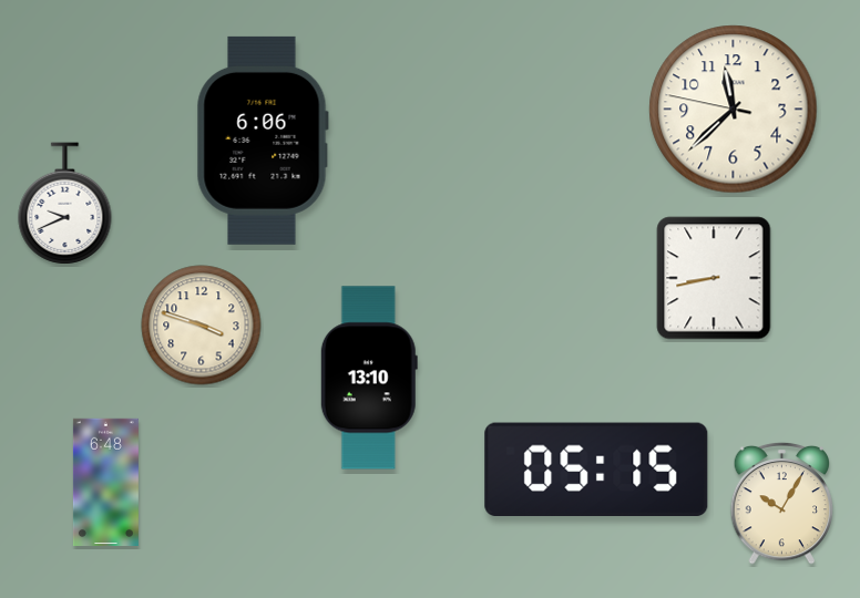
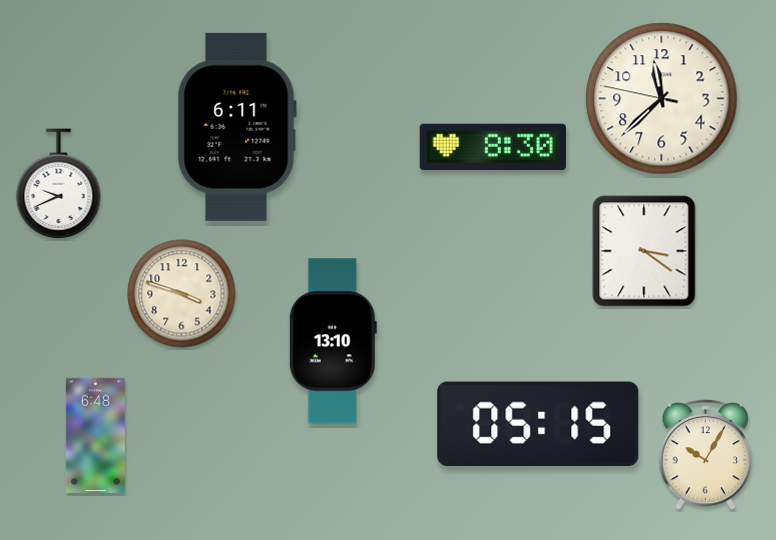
clock at (263, 141): 6:06 -> 6:11
clock at (492, 146): none -> 8:30
clock at (714, 278): 8:43 -> 3:21
